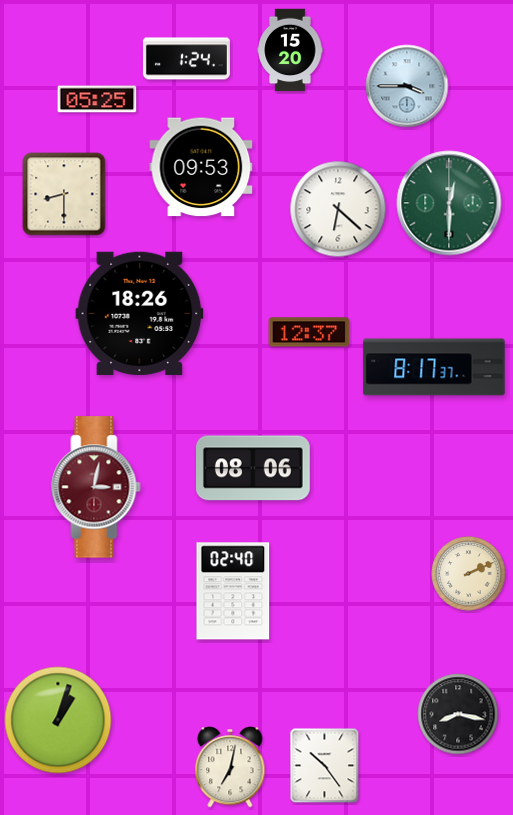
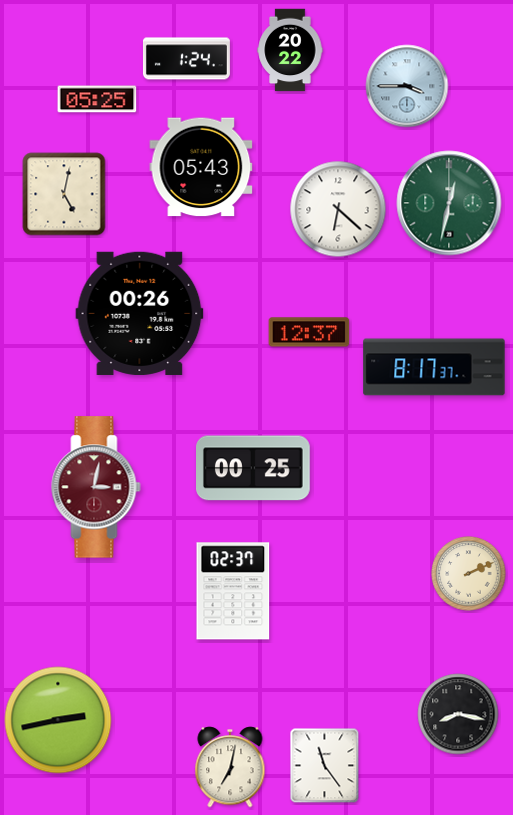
clock at (290, 50): 15:20 -> 20:22
clock at (201, 167): 09:53 -> 05:43
clock at (64, 194): 8:30 -> 5:02
clock at (449, 203): 12:30 -> 12:32
clock at (140, 313): 18:26 -> 00:26
clock at (254, 468): 08:06 -> 00:25
clock at (233, 591): 02:40 -> 02:37
clock at (58, 720): 1:03 -> 2:43
clock at (325, 766): 10:24 -> 11:24
